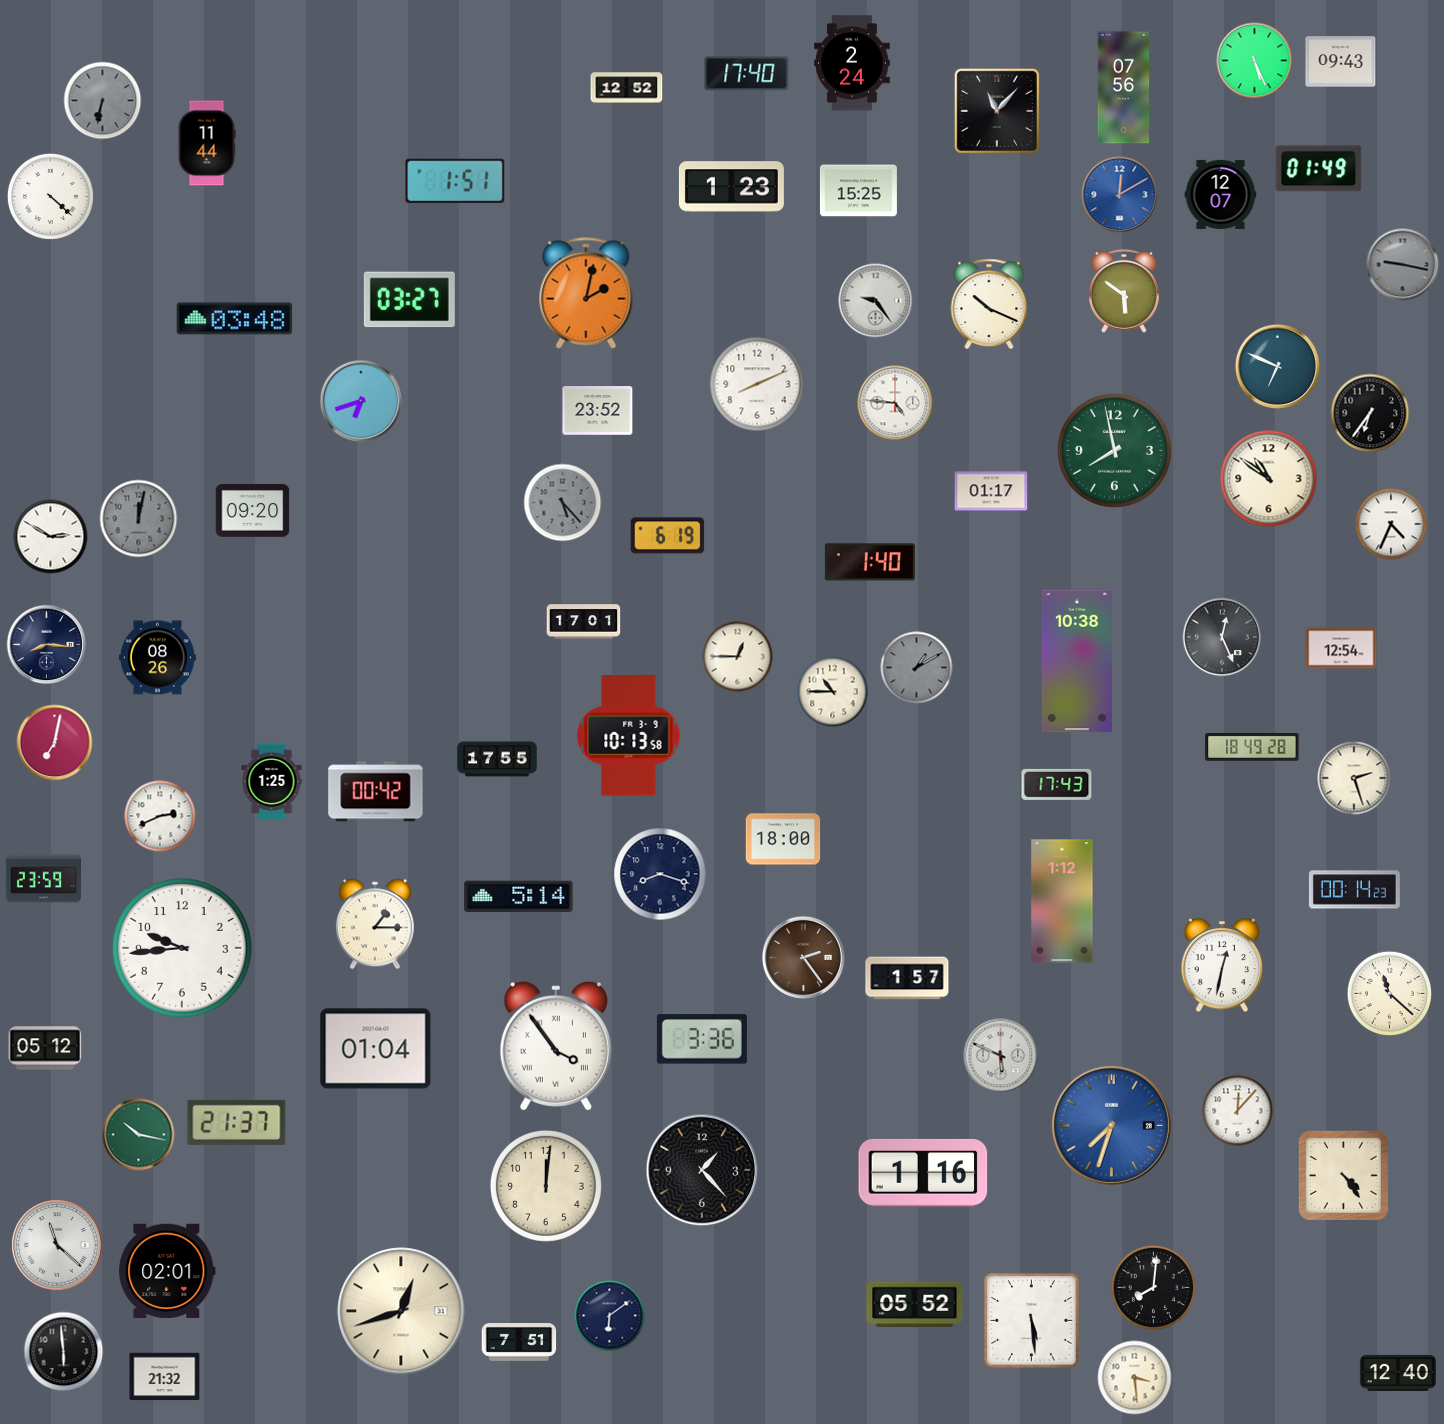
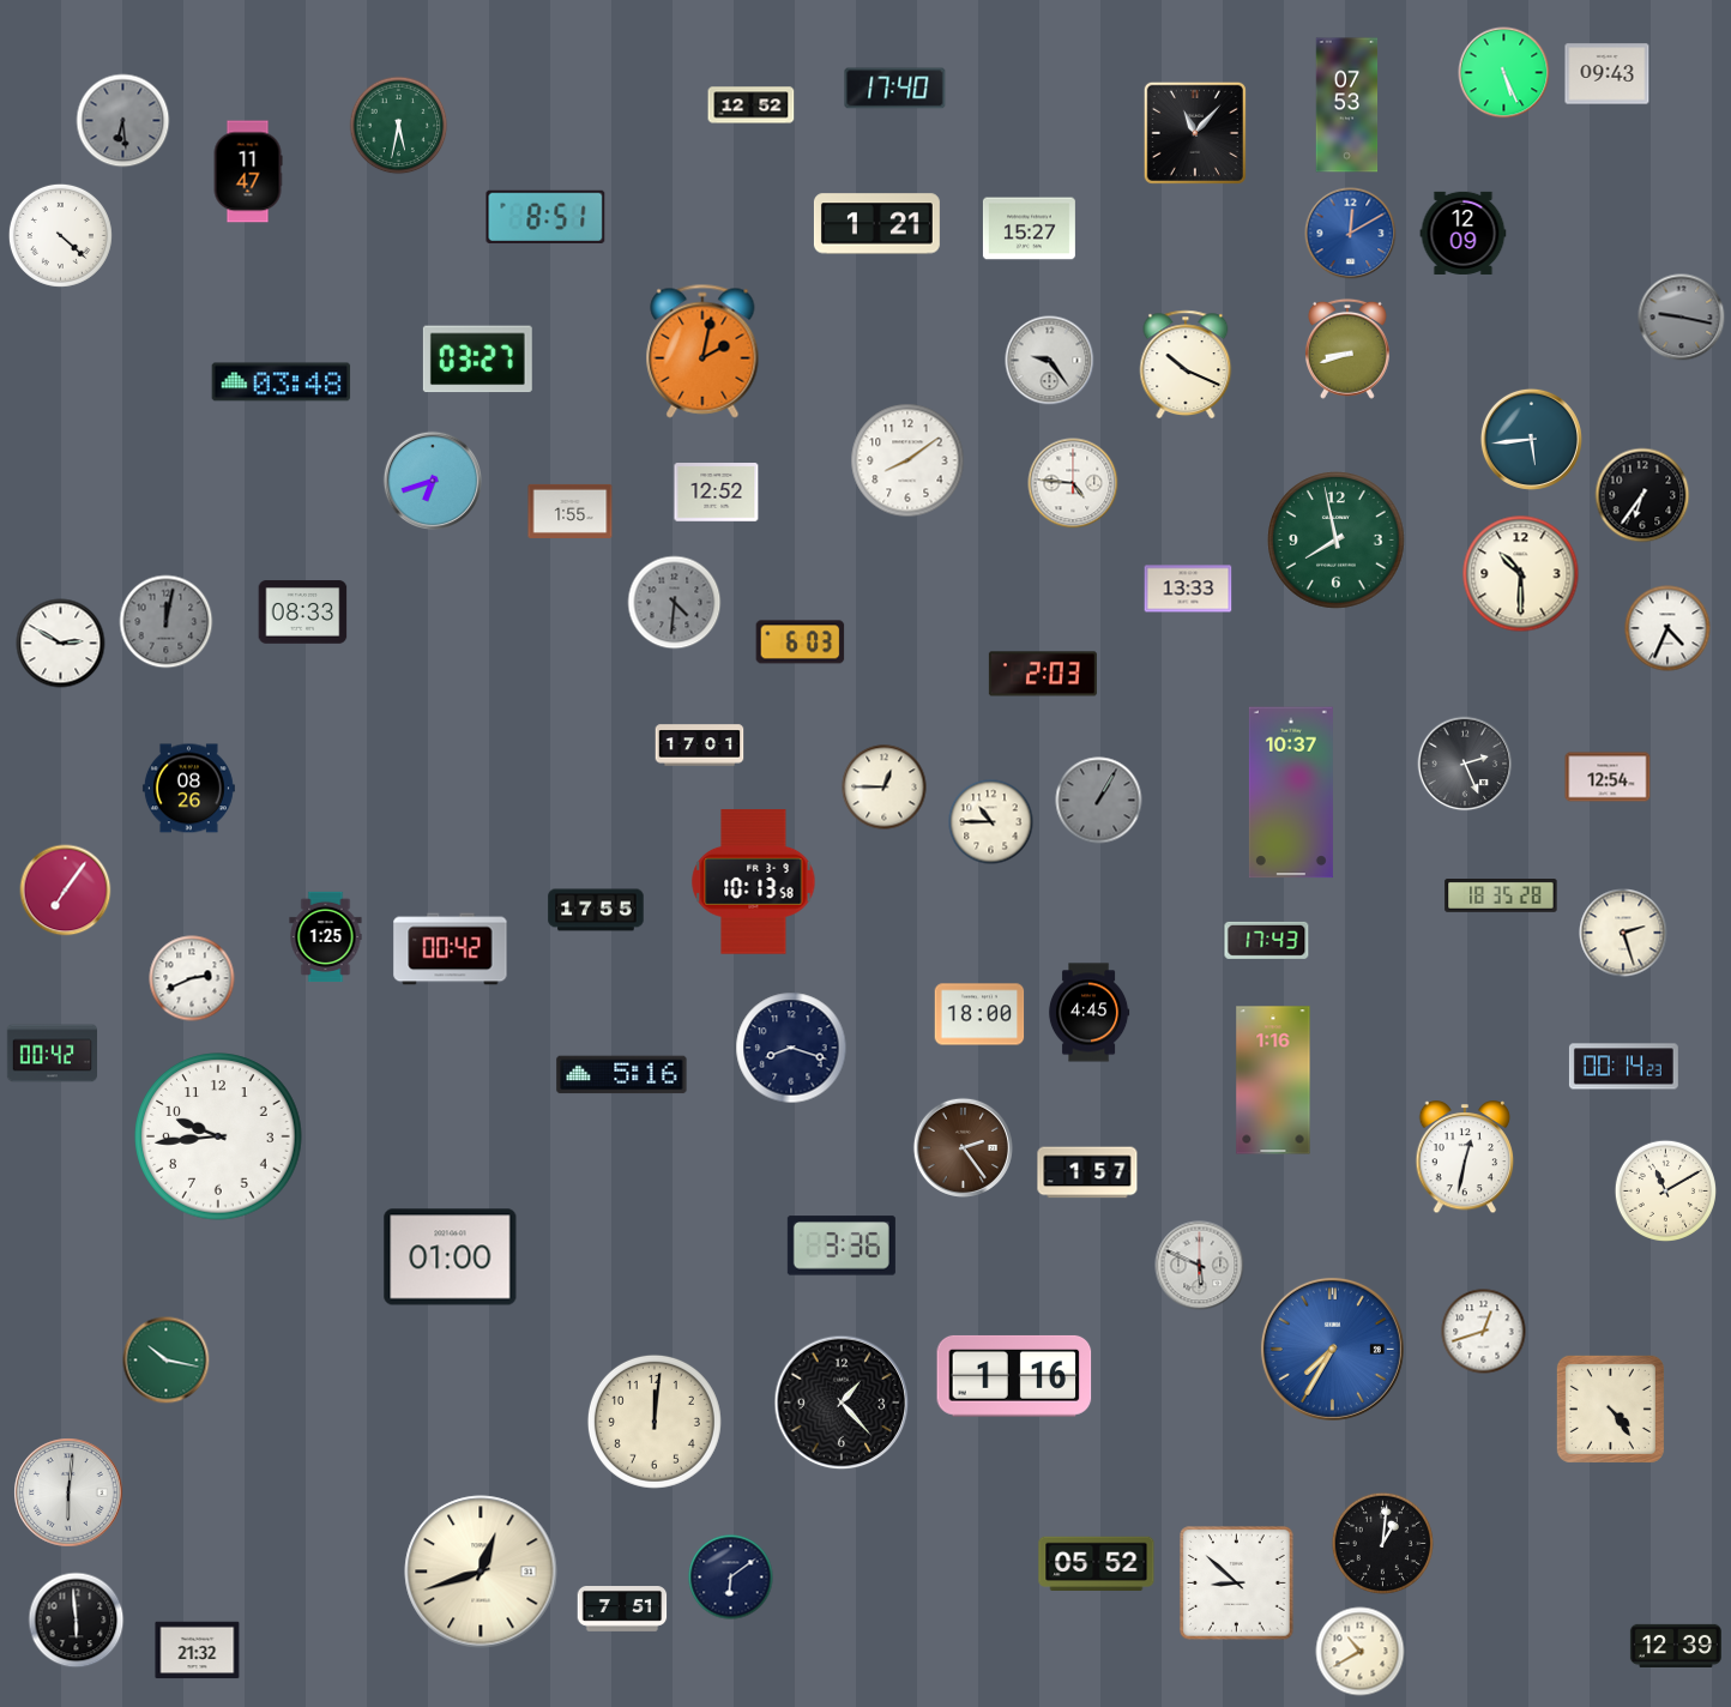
clock at (852, 63): 2:24 -> none
clock at (1124, 88): 07:56 -> 07:53
clock at (103, 101): 6:32 -> 6:29
clock at (399, 126): none -> 5:32
clock at (207, 143): 11:44 -> 11:47
clock at (1319, 169): 01:49 -> none
clock at (455, 181): 1:51 -> 8:51
clock at (731, 187): 1:23 -> 1:21
clock at (858, 191): 15:25 -> 15:27
clock at (1221, 194): 12:07 -> 12:09
clock at (1120, 195) position: (1120, 195) -> (1351, 234)
clock at (1124, 291): 5:51 -> 8:42
clock at (409, 300) position: (409, 300) -> (477, 360)
clock at (1277, 366): 6:49 -> 5:44
clock at (757, 384): 8:11 -> 8:09
clock at (598, 411): 23:52 -> 12:52
clock at (571, 511): none -> 1:55
clock at (1269, 479): 10:51 -> 10:30
clock at (991, 491): 01:17 -> 13:33
clock at (563, 503): 5:23 -> 4:31
clock at (253, 511): 09:20 -> 08:33
clock at (668, 536): 6:19 -> 6:03
clock at (870, 562): 1:40 -> 2:03
clock at (1222, 637): 12:26 -> 2:26
clock at (47, 645): 8:16 -> none
clock at (1077, 661): 10:38 -> 10:37
clock at (917, 668): 1:10 -> 1:05
clock at (833, 692) position: (833, 692) -> (991, 822)
clock at (55, 743): 7:02 -> 7:06
clock at (1252, 748): 18:49 -> 18:35
clock at (783, 839) position: (783, 839) -> (979, 1014)
clock at (1088, 1013): none -> 4:45
clock at (43, 879): 23:59 -> 00:42
clock at (519, 897): 5:14 -> 5:16
clock at (1062, 901): 1:12 -> 1:16
clock at (375, 924): 1:15 -> none
clock at (1389, 993): 11:22 -> 11:10
clock at (556, 1046): 3:54 -> none
clock at (45, 1048): 05:12 -> none
clock at (376, 1049): 01:04 -> 01:00
clock at (1238, 1111): 12:07 -> 12:42
clock at (237, 1122): 21:37 -> none
clock at (1111, 1125): 7:33 -> 7:35
clock at (923, 1173) position: (923, 1173) -> (1014, 1376)
clock at (57, 1245): 11:22 -> 6:01
clock at (167, 1270): 02:01 -> none
clock at (1153, 1287): 8:01 -> 1:01
clock at (1032, 1321): 5:29 -> 8:52
clock at (1398, 1373): 12:40 -> 12:39
clock at (1135, 1378): 3:29 -> 10:40
